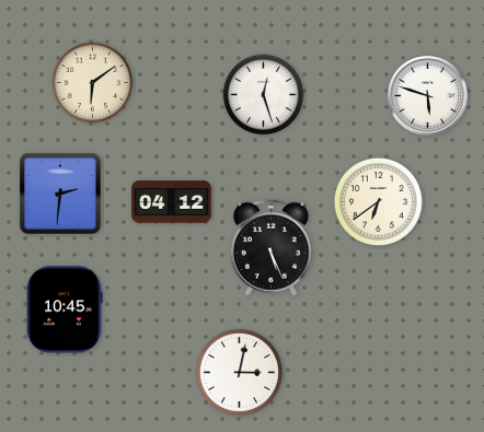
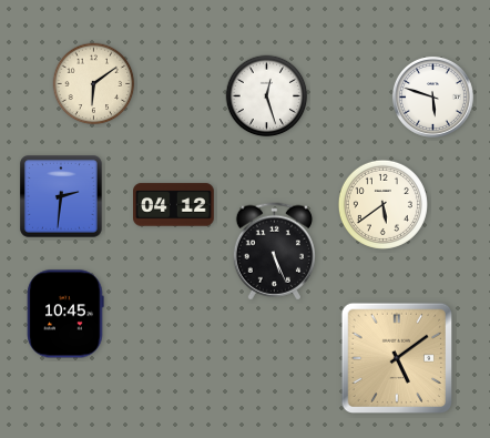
clock at (378, 201): 6:39 -> 5:39
clock at (396, 357): none -> 5:09
clock at (239, 372): 3:02 -> none
